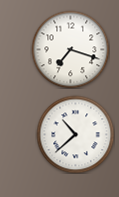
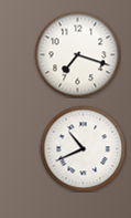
clock at (75, 134): 10:38 -> 10:41
